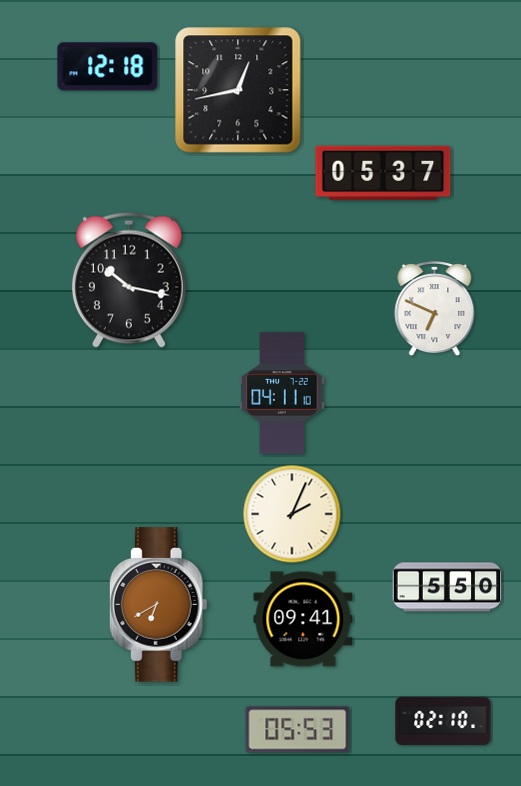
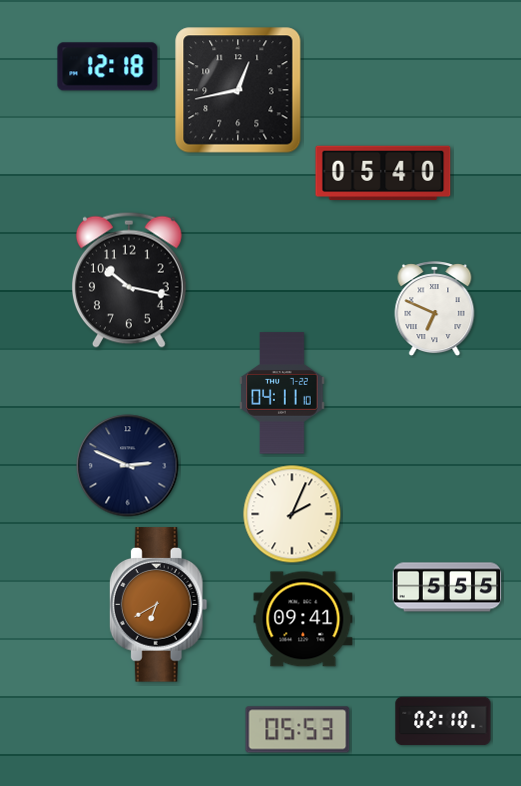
clock at (383, 173): 05:37 -> 05:40
clock at (128, 466): none -> 2:49
clock at (447, 587): 5:50 -> 5:55
